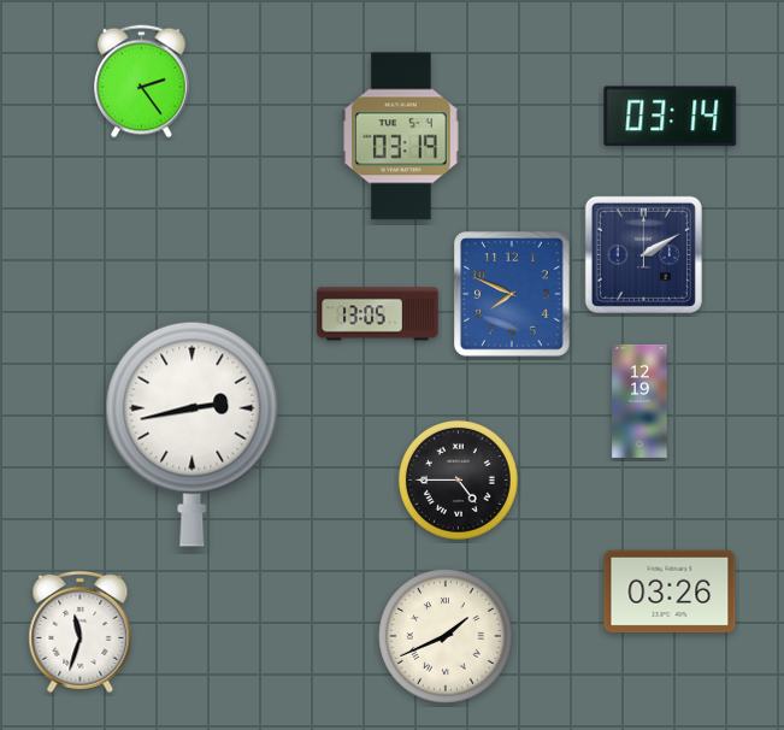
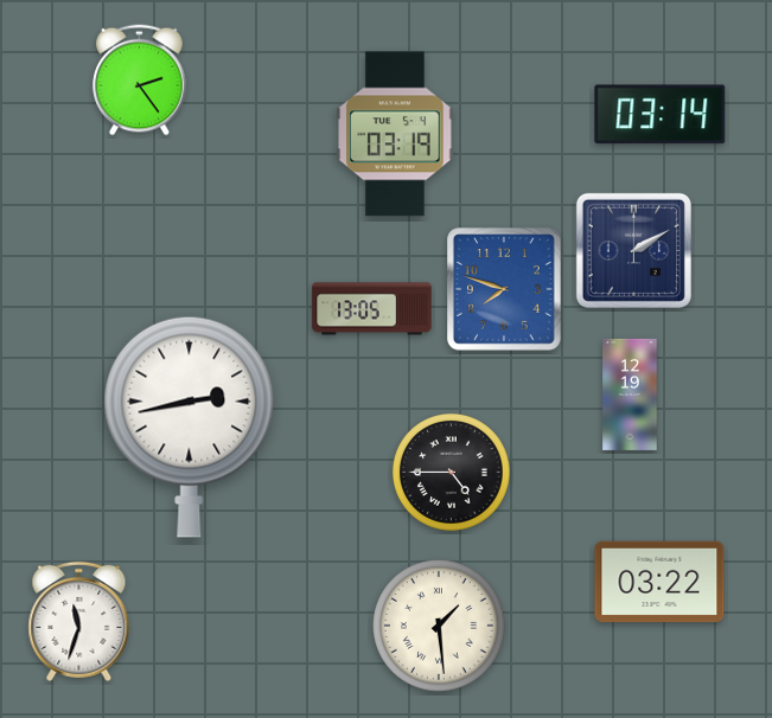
clock at (513, 295): 7:49 -> 7:48
clock at (670, 591): 03:26 -> 03:22
clock at (446, 636): 1:41 -> 1:29
